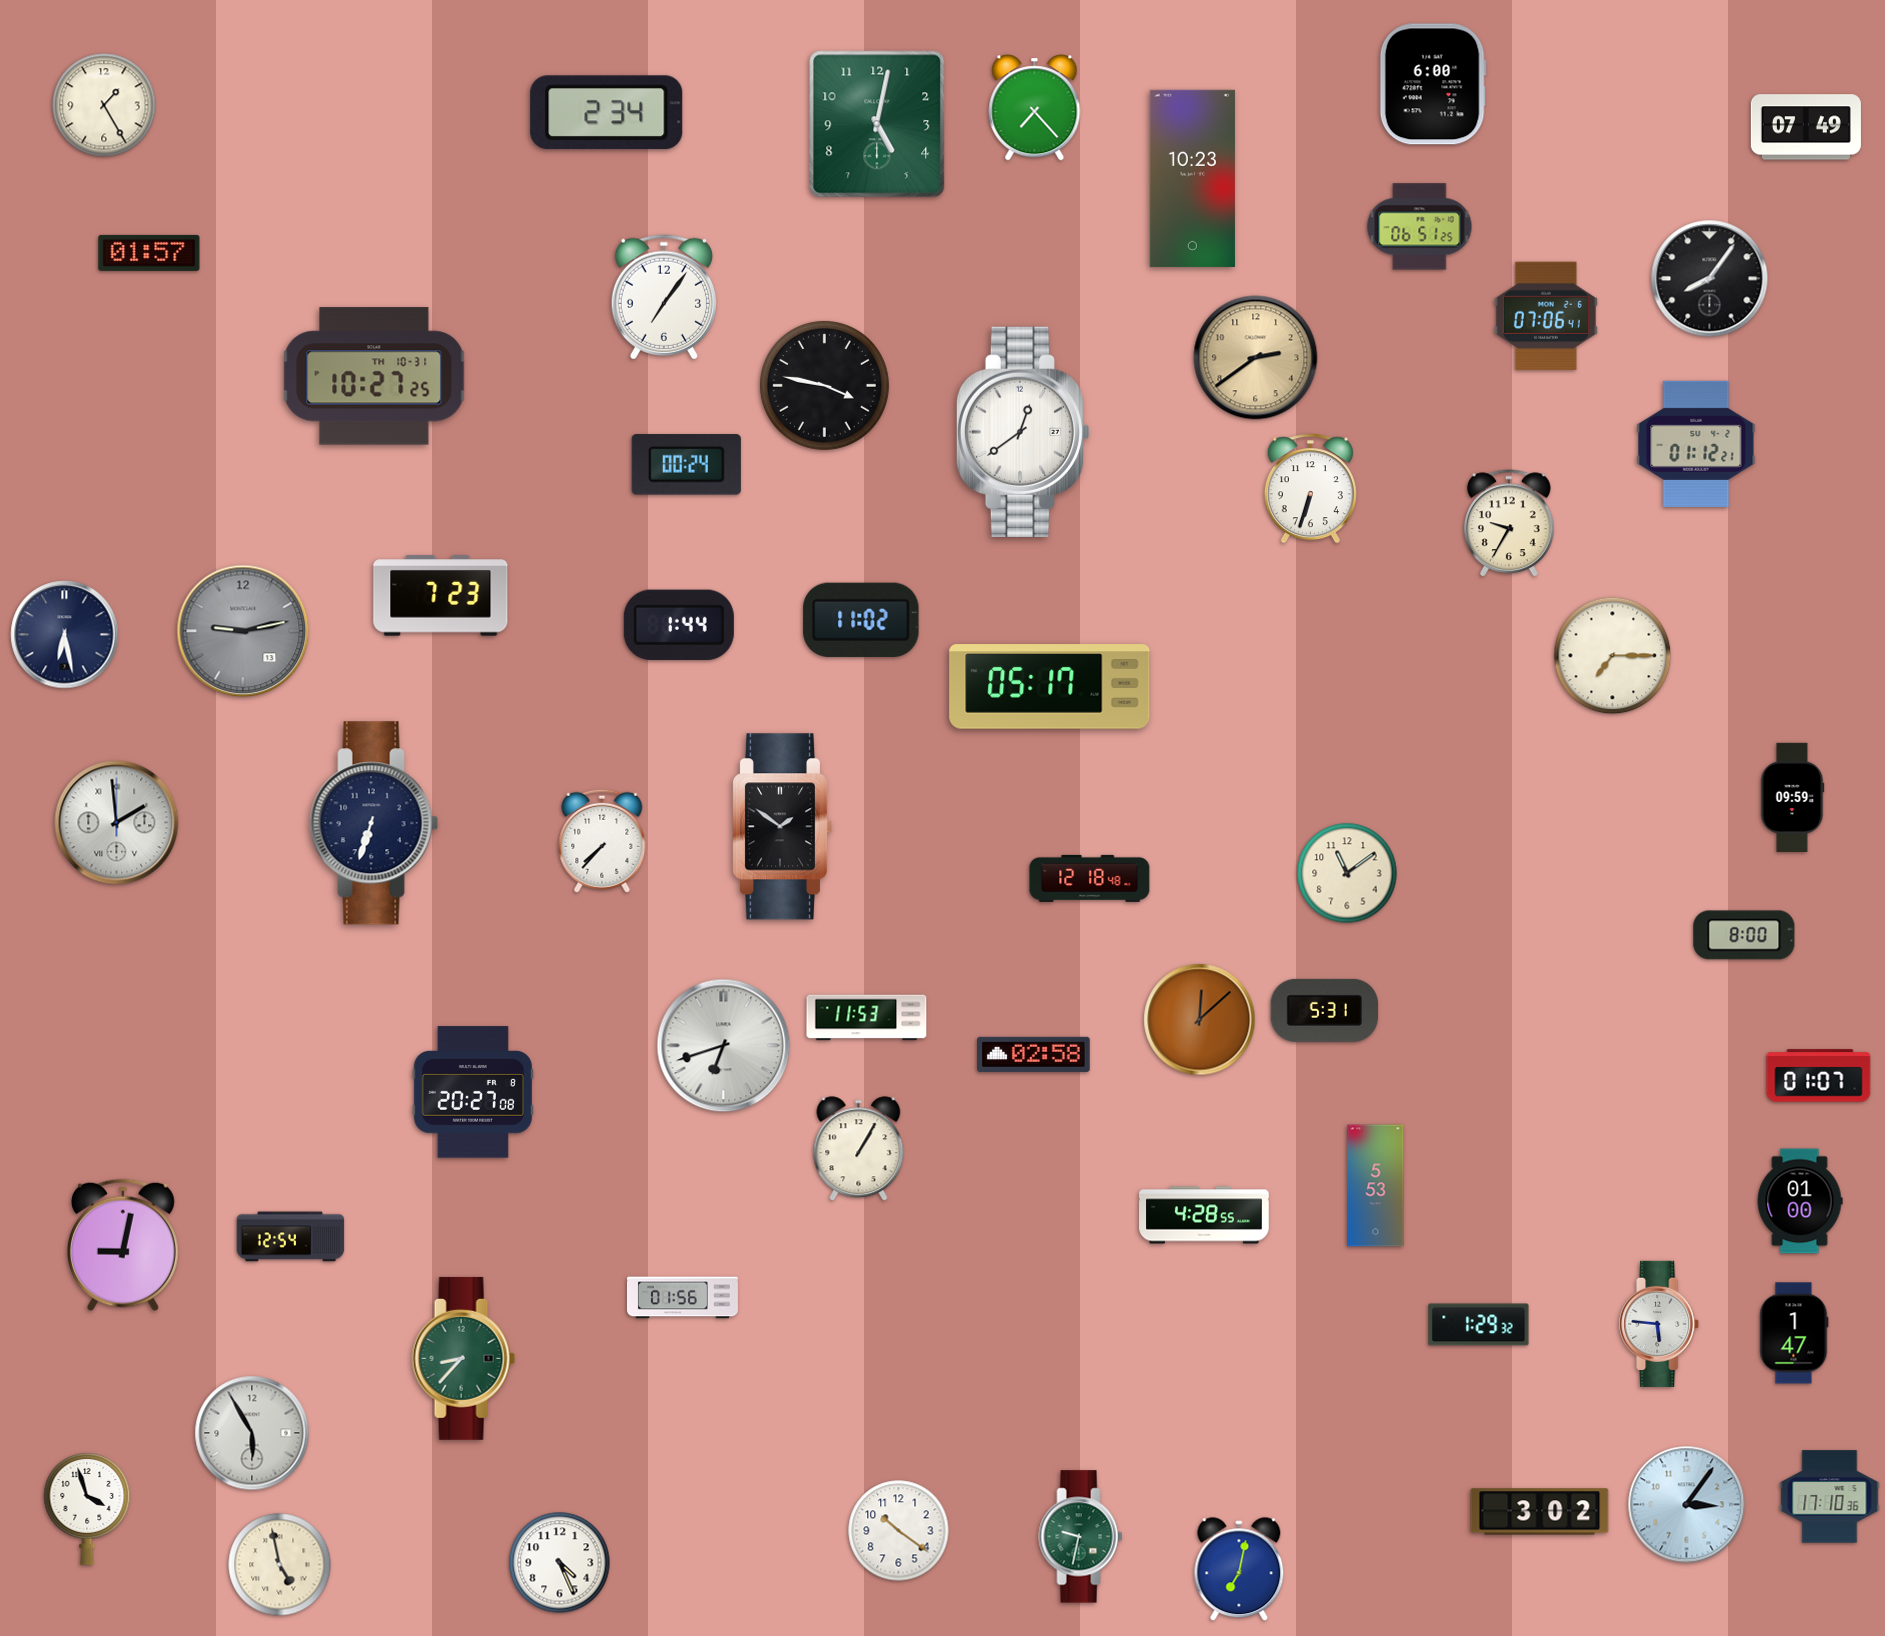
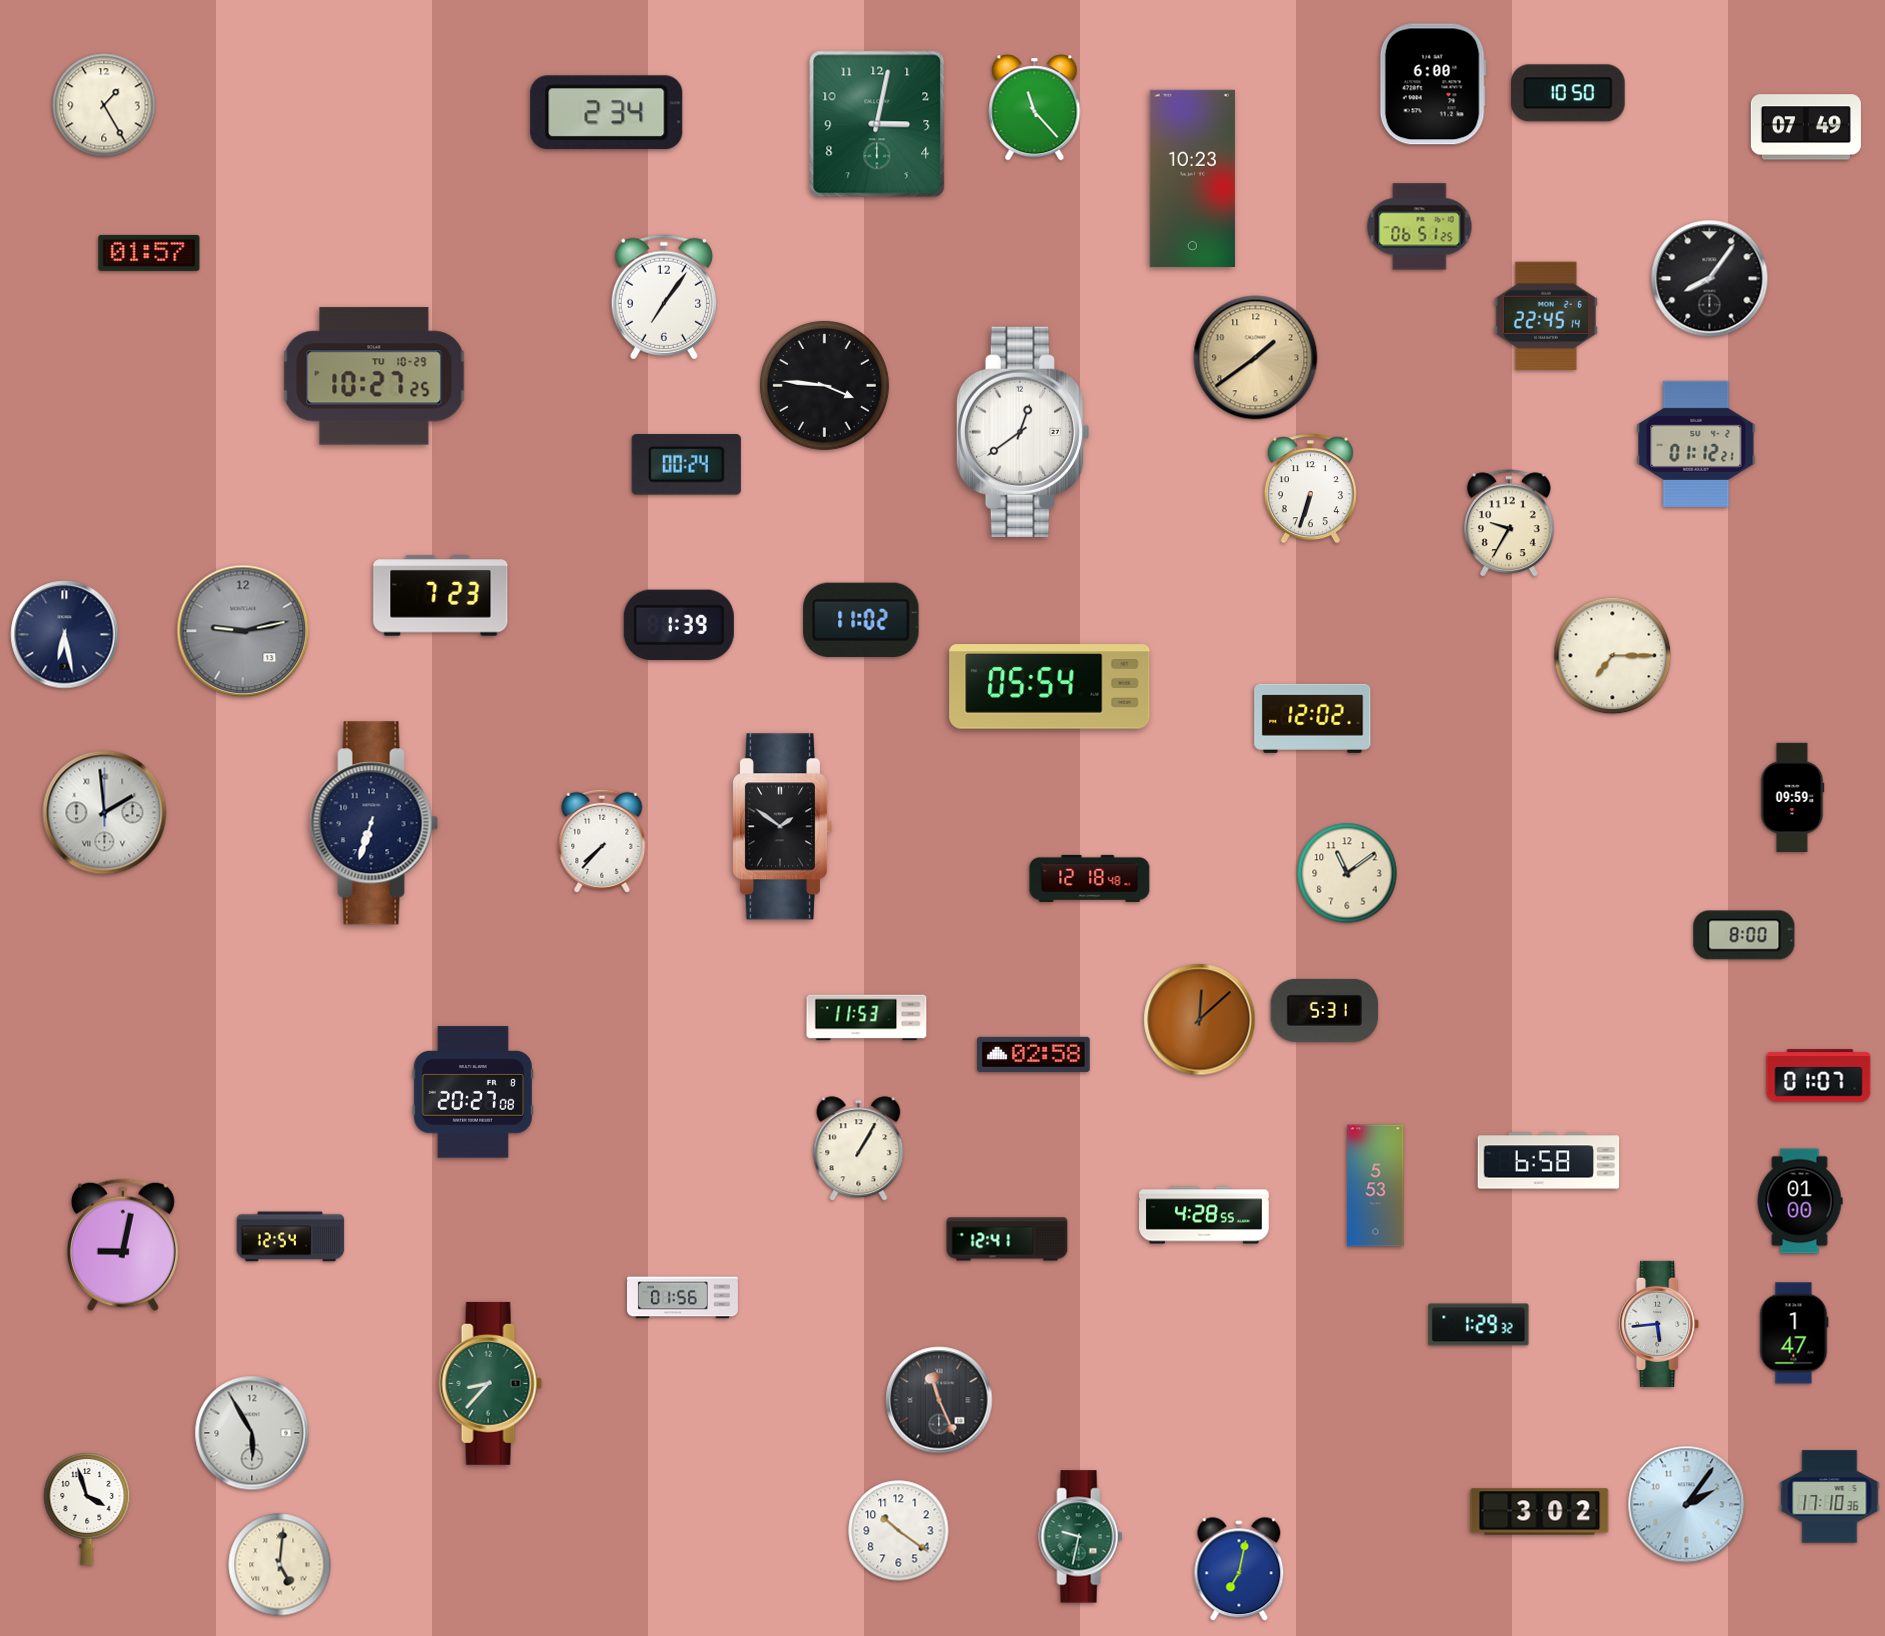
clock at (1568, 93): none -> 10:50
clock at (1035, 108): 7:23 -> 11:23
clock at (877, 124): 5:02 -> 3:02
clock at (1546, 316): 07:06 -> 22:45
clock at (1256, 358): 2:39 -> 1:39
clock at (374, 376) date: TH 10-31 -> TU 10-29
clock at (824, 385): 3:47 -> 3:46
clock at (679, 625): 1:44 -> 1:39
clock at (1050, 687): 05:17 -> 05:54
clock at (1313, 718): none -> 12:02
clock at (117, 823) position: (117, 823) -> (105, 813)
clock at (724, 1046): 6:42 -> none
clock at (1549, 1161): none -> 6:58
clock at (1007, 1239): none -> 12:41
clock at (1660, 1324): 5:46 -> 5:44
clock at (463, 1358) position: (463, 1358) -> (490, 1383)
clock at (939, 1400): none -> 11:26
clock at (1687, 1505): 3:06 -> 2:06
clock at (560, 1563): 4:26 -> none
clock at (280, 1565): 4:58 -> 5:01
